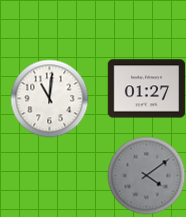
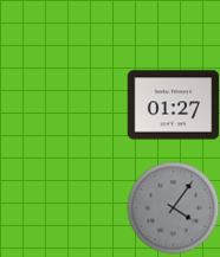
clock at (49, 98): 11:01 -> none
clock at (146, 175): 4:09 -> 4:06
